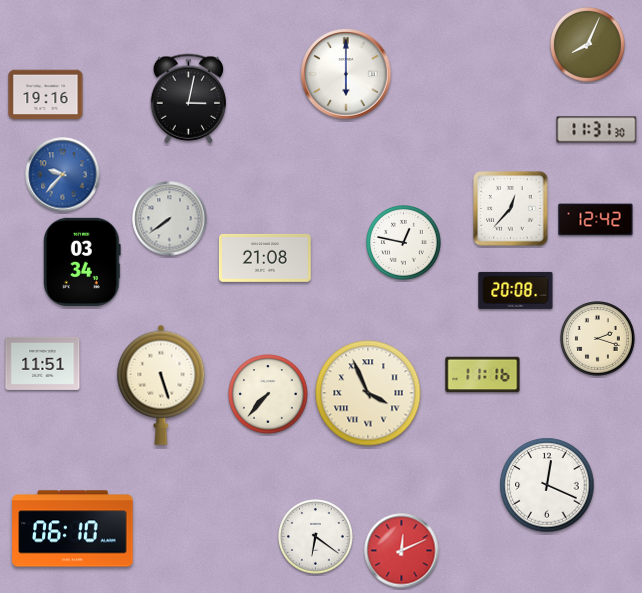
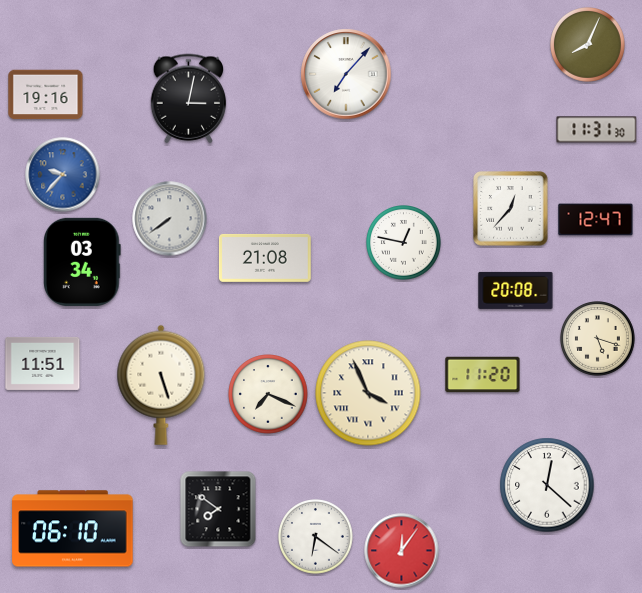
clock at (346, 74): 6:00 -> 7:07
clock at (596, 220): 12:42 -> 12:47
clock at (598, 339): 2:18 -> 5:18
clock at (483, 375): 11:16 -> 11:20
clock at (268, 394): 7:37 -> 7:19
clock at (547, 485): 12:19 -> 12:22
clock at (218, 509): none -> 7:51
clock at (402, 551): 12:11 -> 12:06
